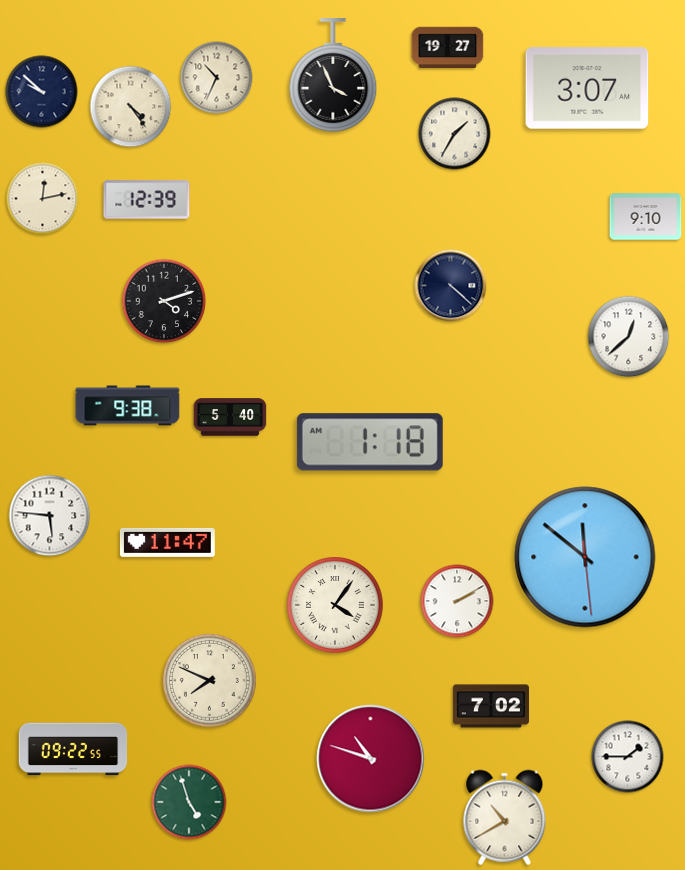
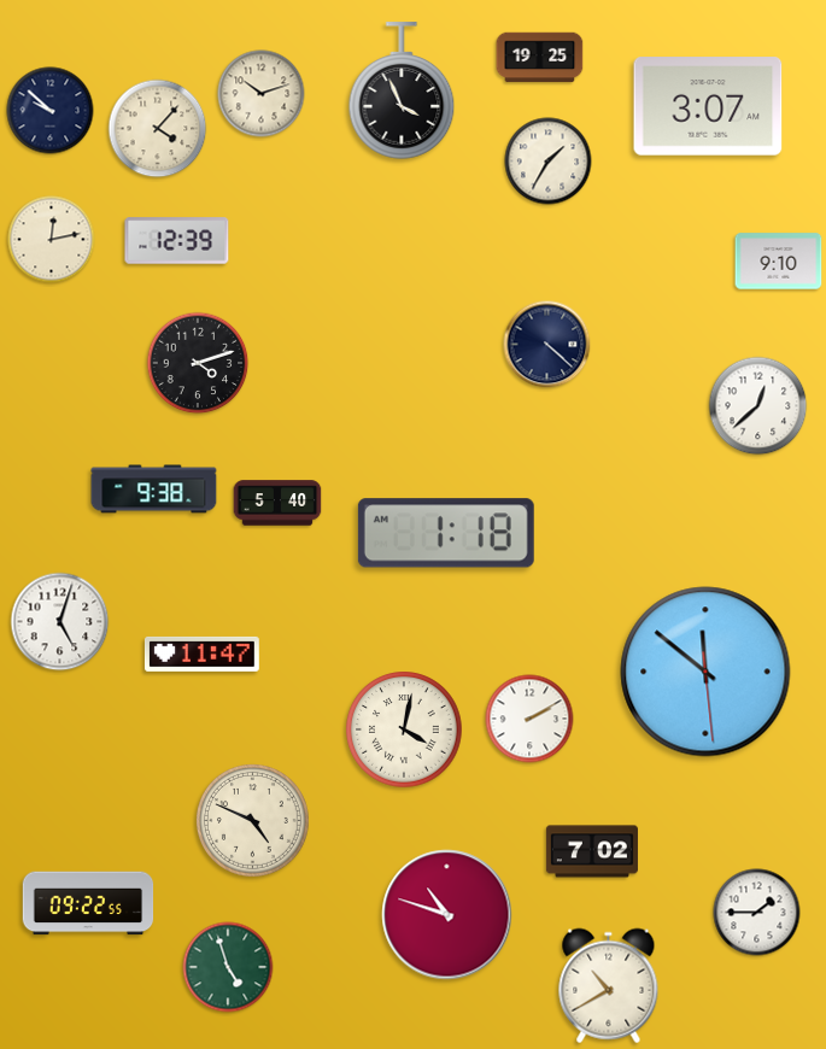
clock at (448, 48): 19:27 -> 19:25
clock at (217, 78): 10:34 -> 10:12
clock at (131, 107): 4:24 -> 4:07
clock at (451, 286) position: (451, 286) -> (547, 345)
clock at (50, 516): 5:46 -> 5:03
clock at (457, 601) position: (457, 601) -> (529, 719)
clock at (335, 605): 4:06 -> 4:02
clock at (209, 680): 7:49 -> 4:49
